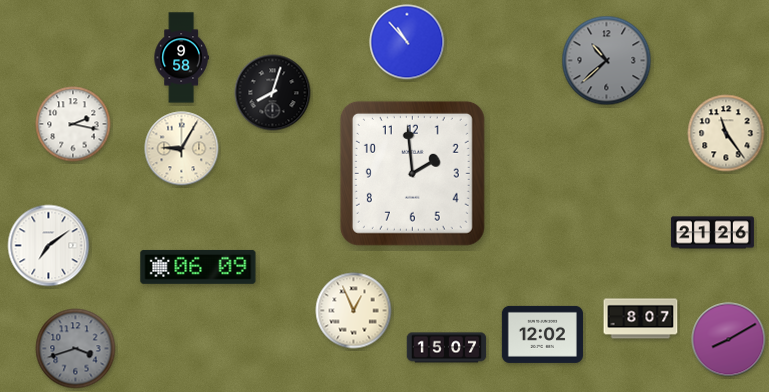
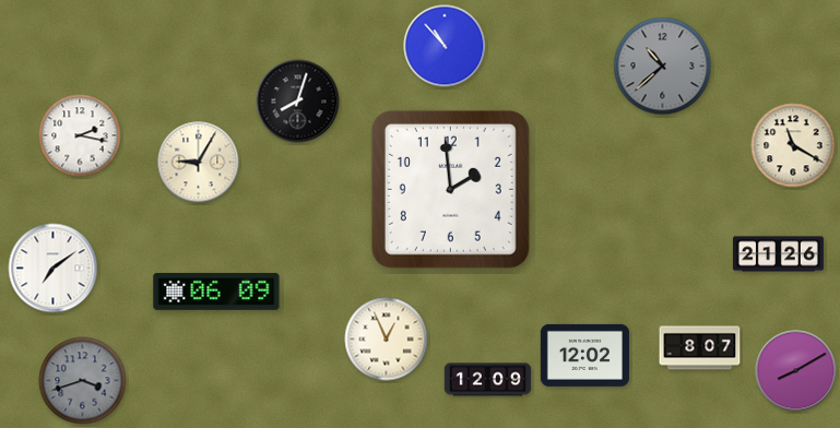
clock at (181, 58): 9:58 -> none
clock at (726, 133): 11:24 -> 11:20
clock at (542, 334) position: (542, 334) -> (584, 355)
clock at (447, 348): 15:07 -> 12:09
